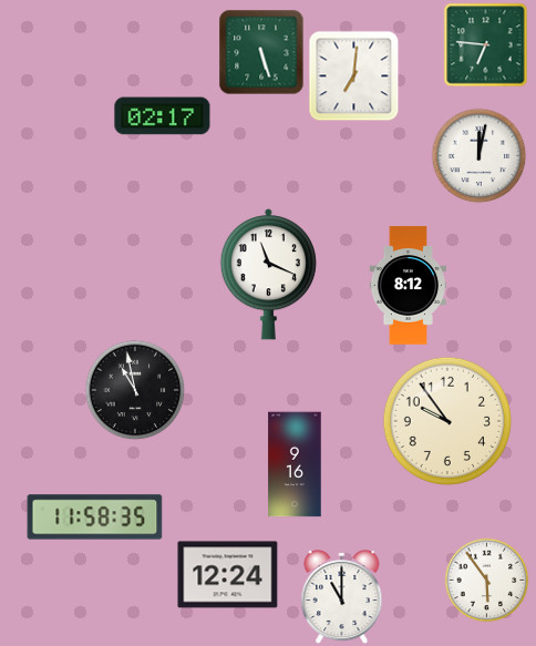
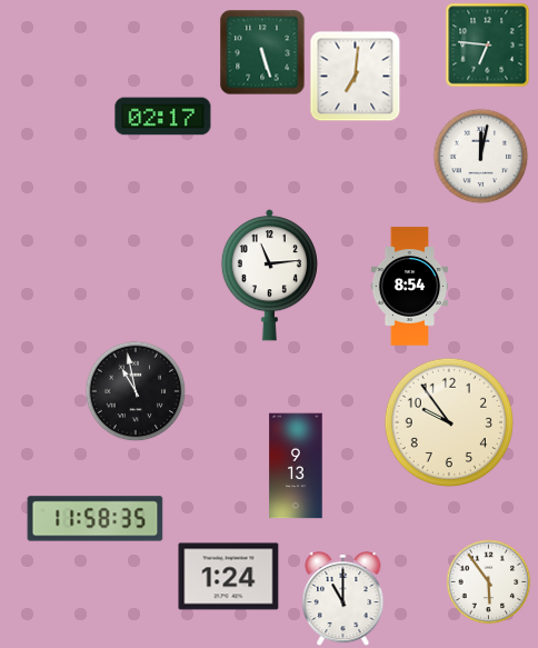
clock at (268, 275): 11:19 -> 11:14
clock at (408, 286): 8:12 -> 8:54
clock at (295, 464): 9:16 -> 9:13
clock at (228, 575): 12:24 -> 1:24
